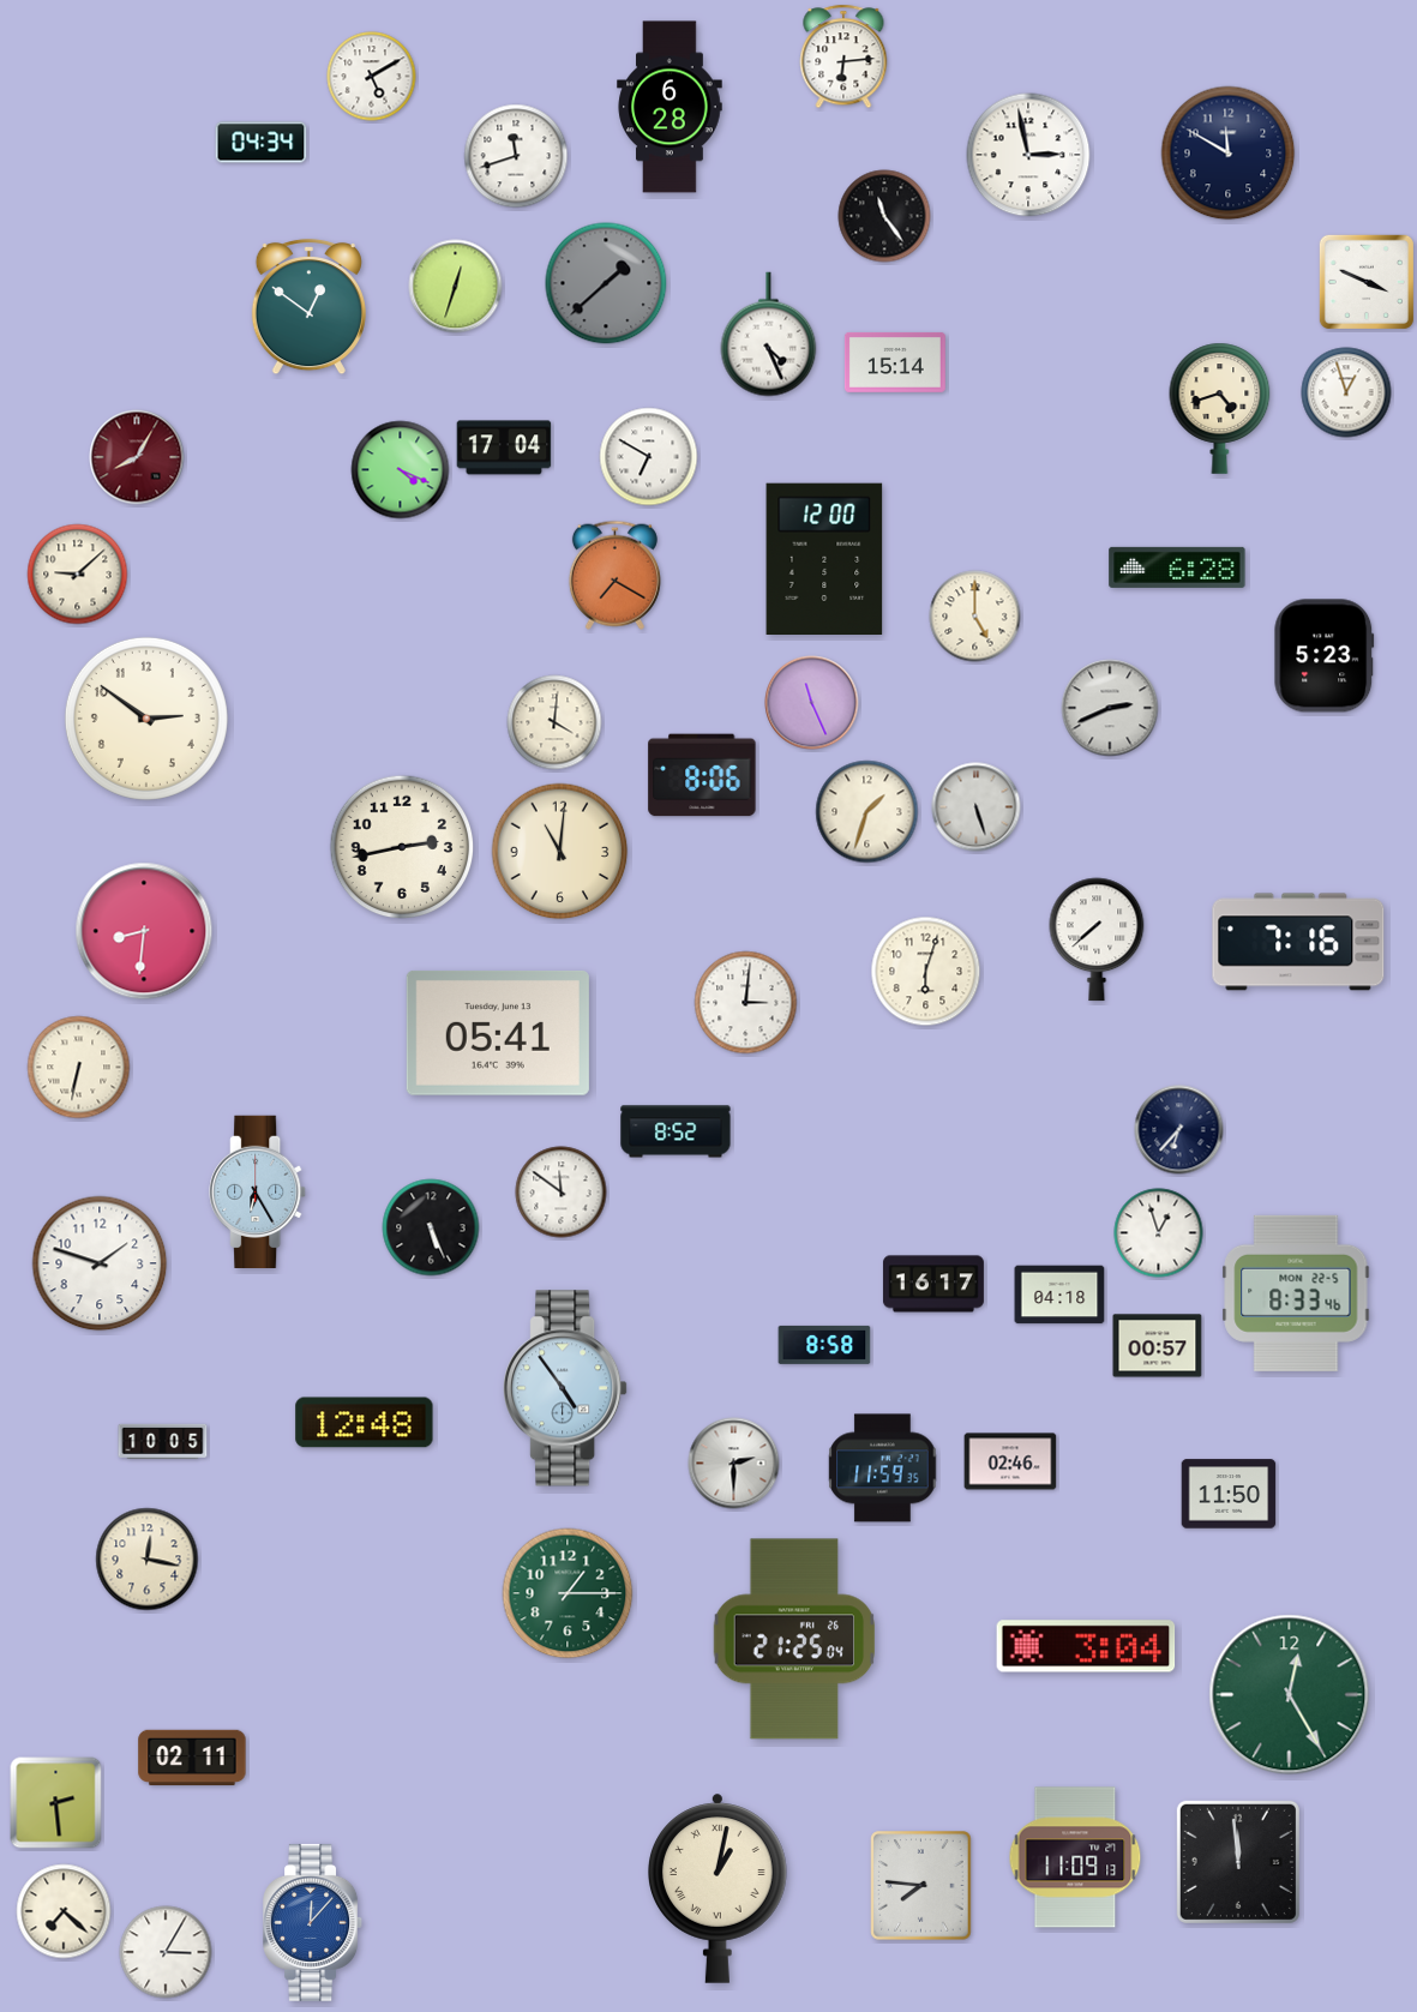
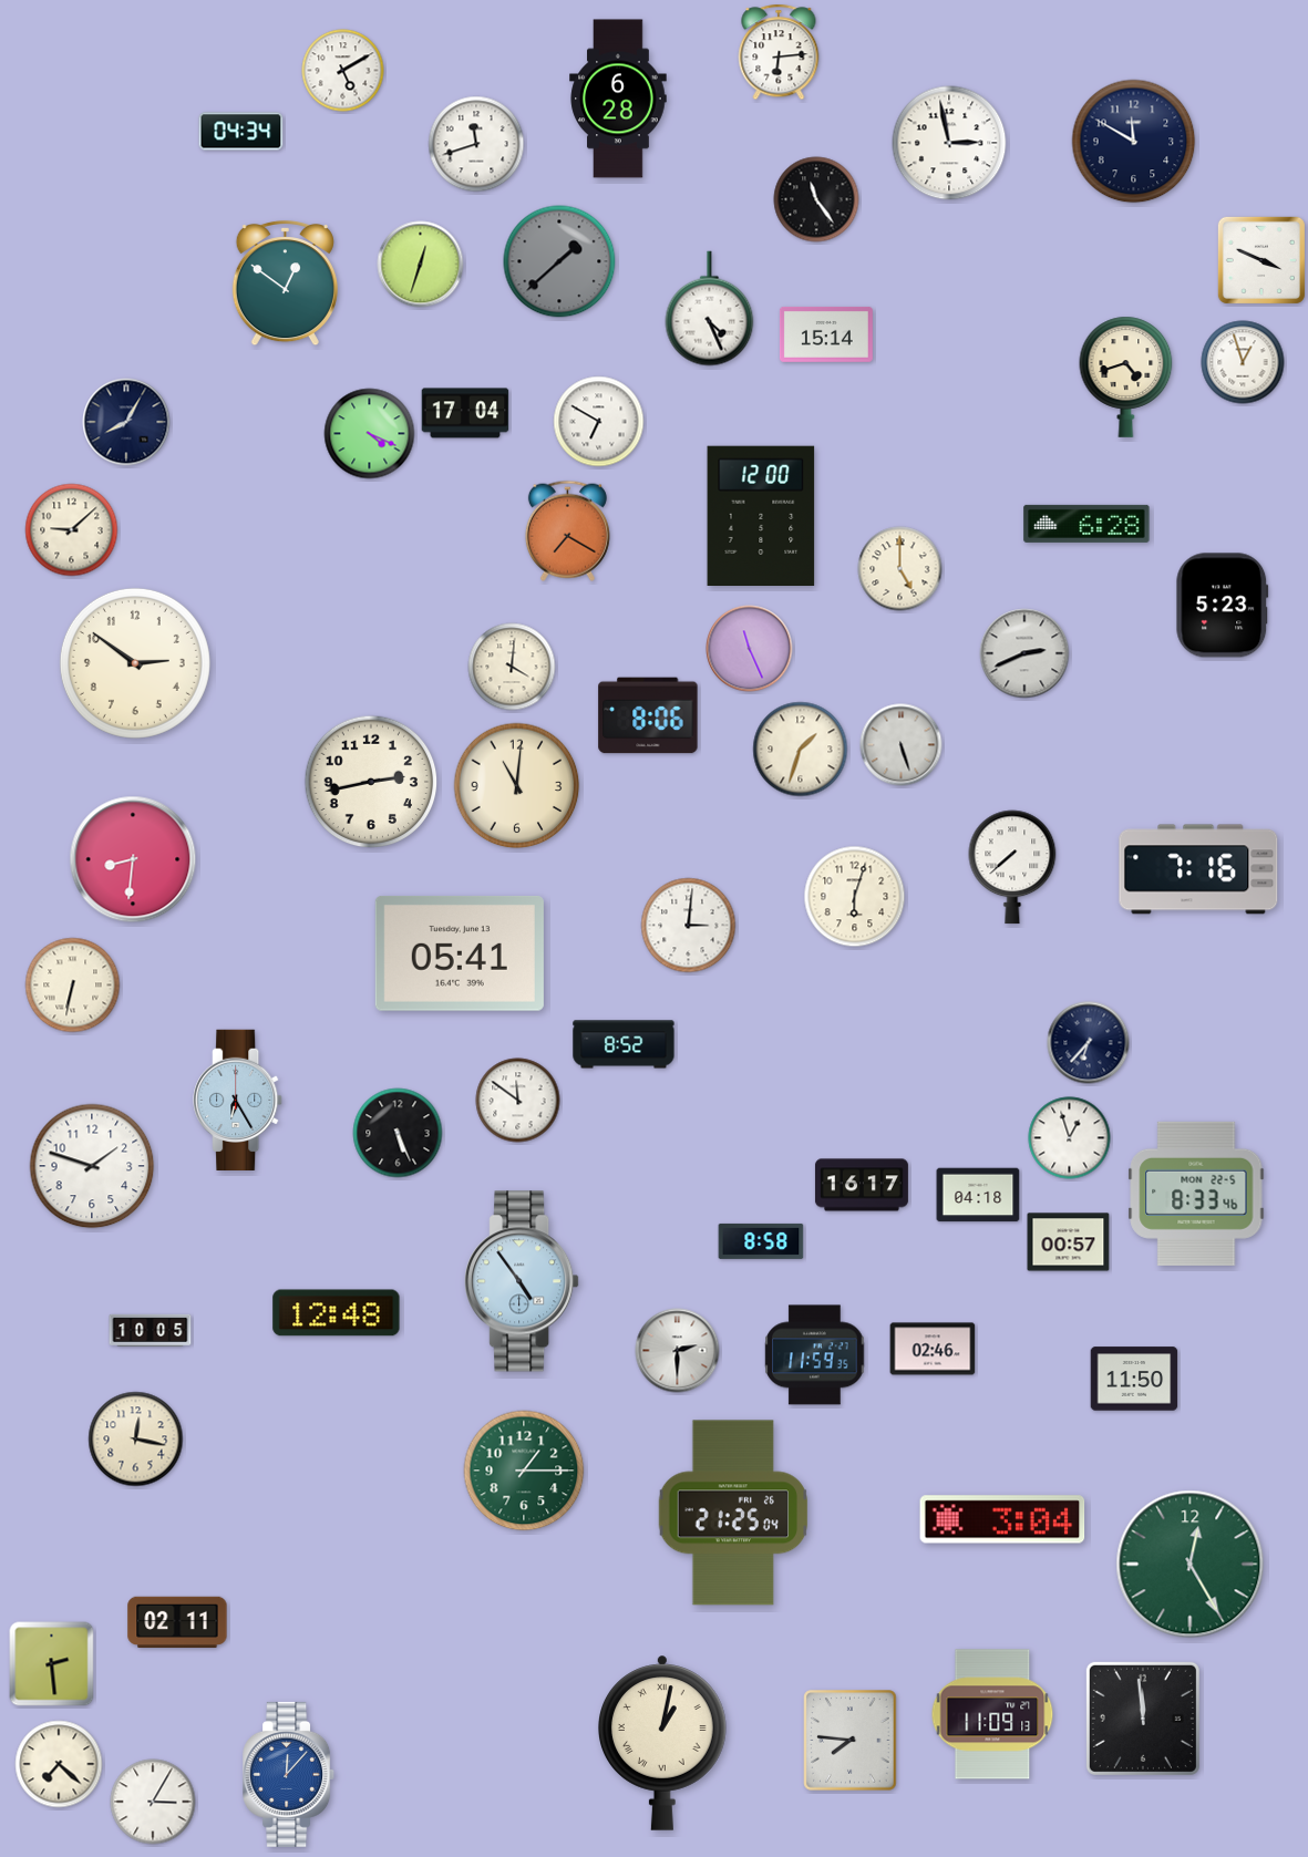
clock at (137, 457) dial: burgundy -> navy
